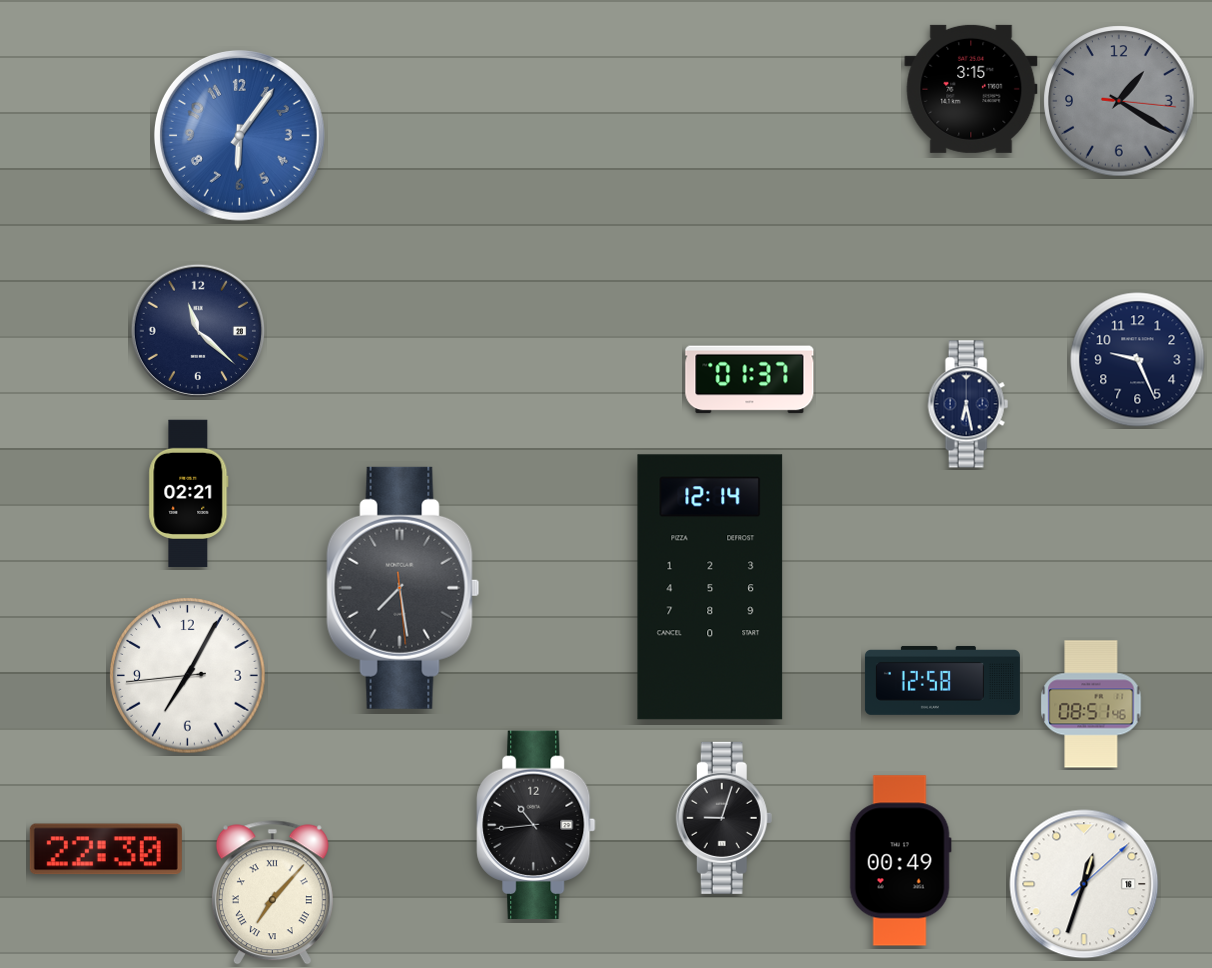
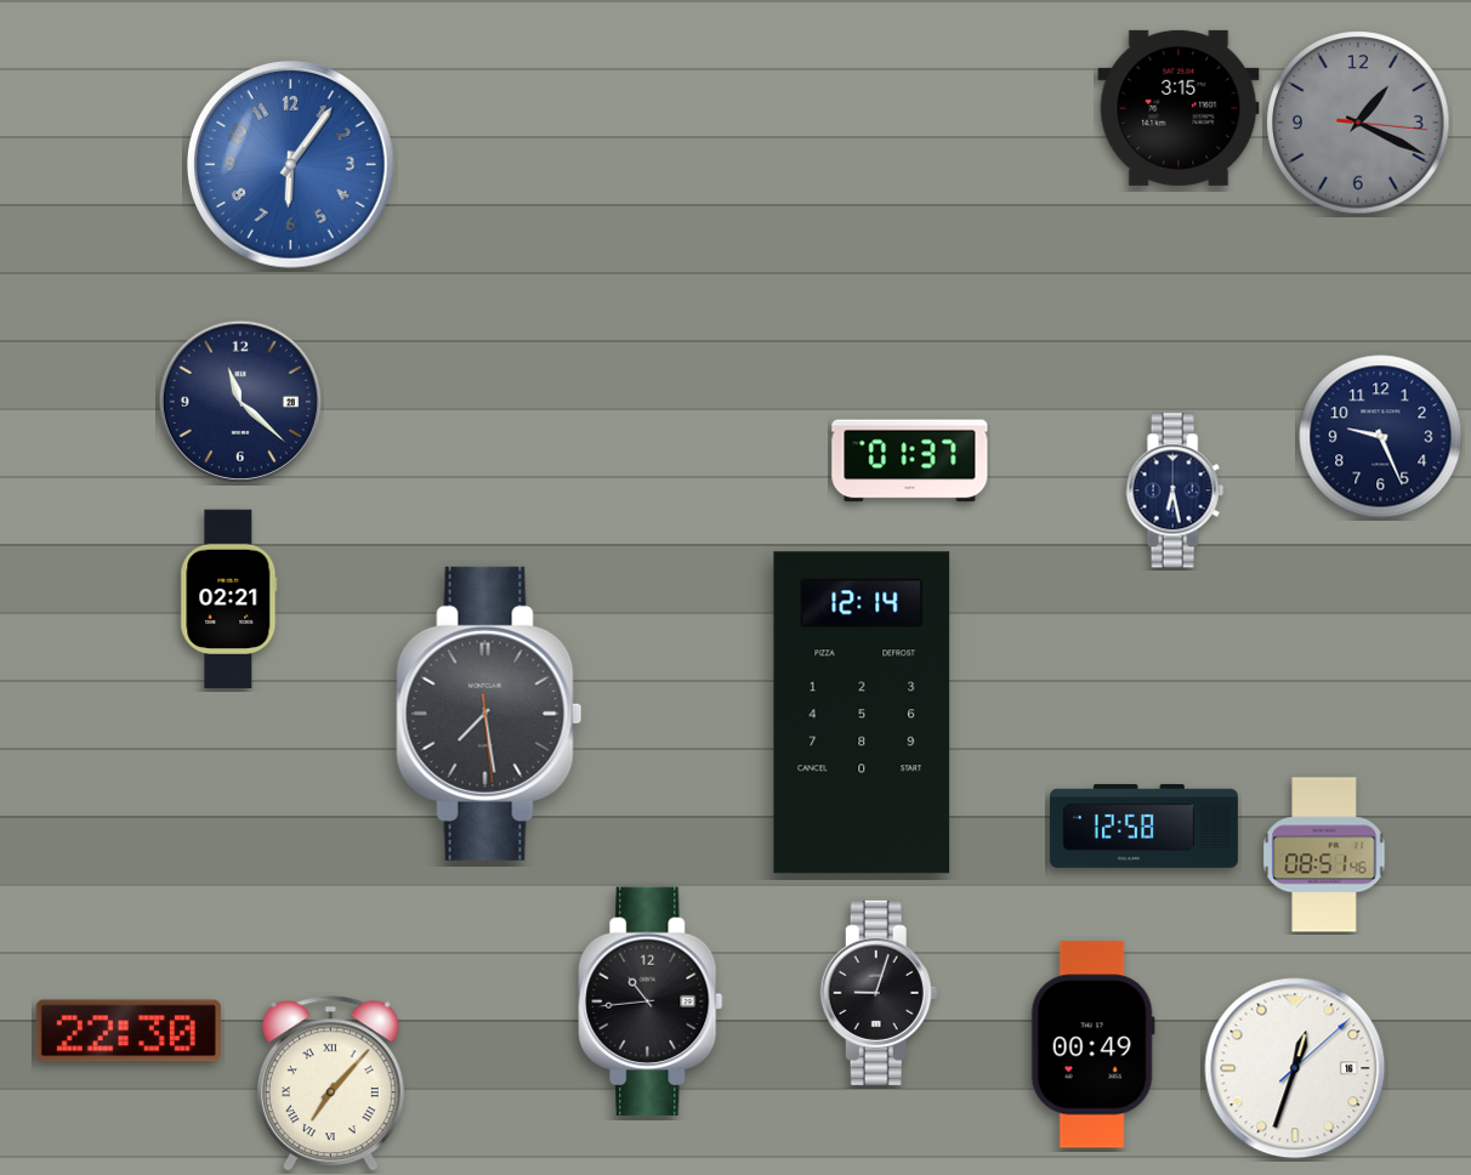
clock at (1119, 101): 1:20 -> 1:19
clock at (188, 676): 7:04 -> none
clock at (1084, 884) position: (1084, 884) -> (1295, 1068)
